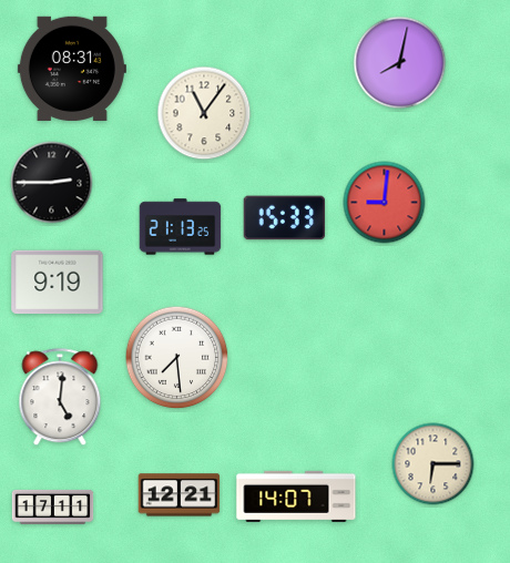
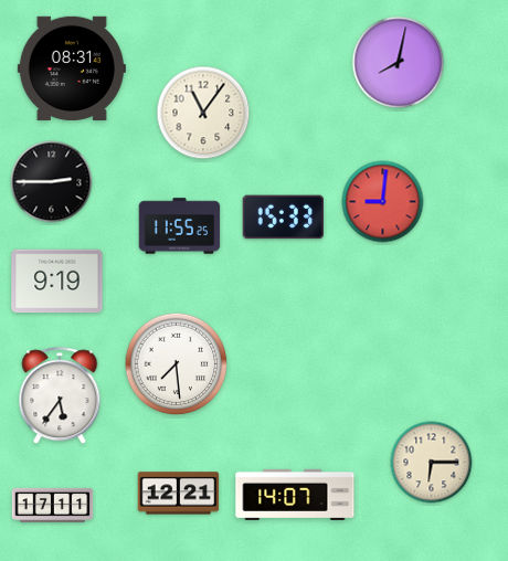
clock at (181, 227): 21:13 -> 11:55
clock at (177, 358) position: (177, 358) -> (177, 364)
clock at (60, 398): 5:01 -> 5:36
